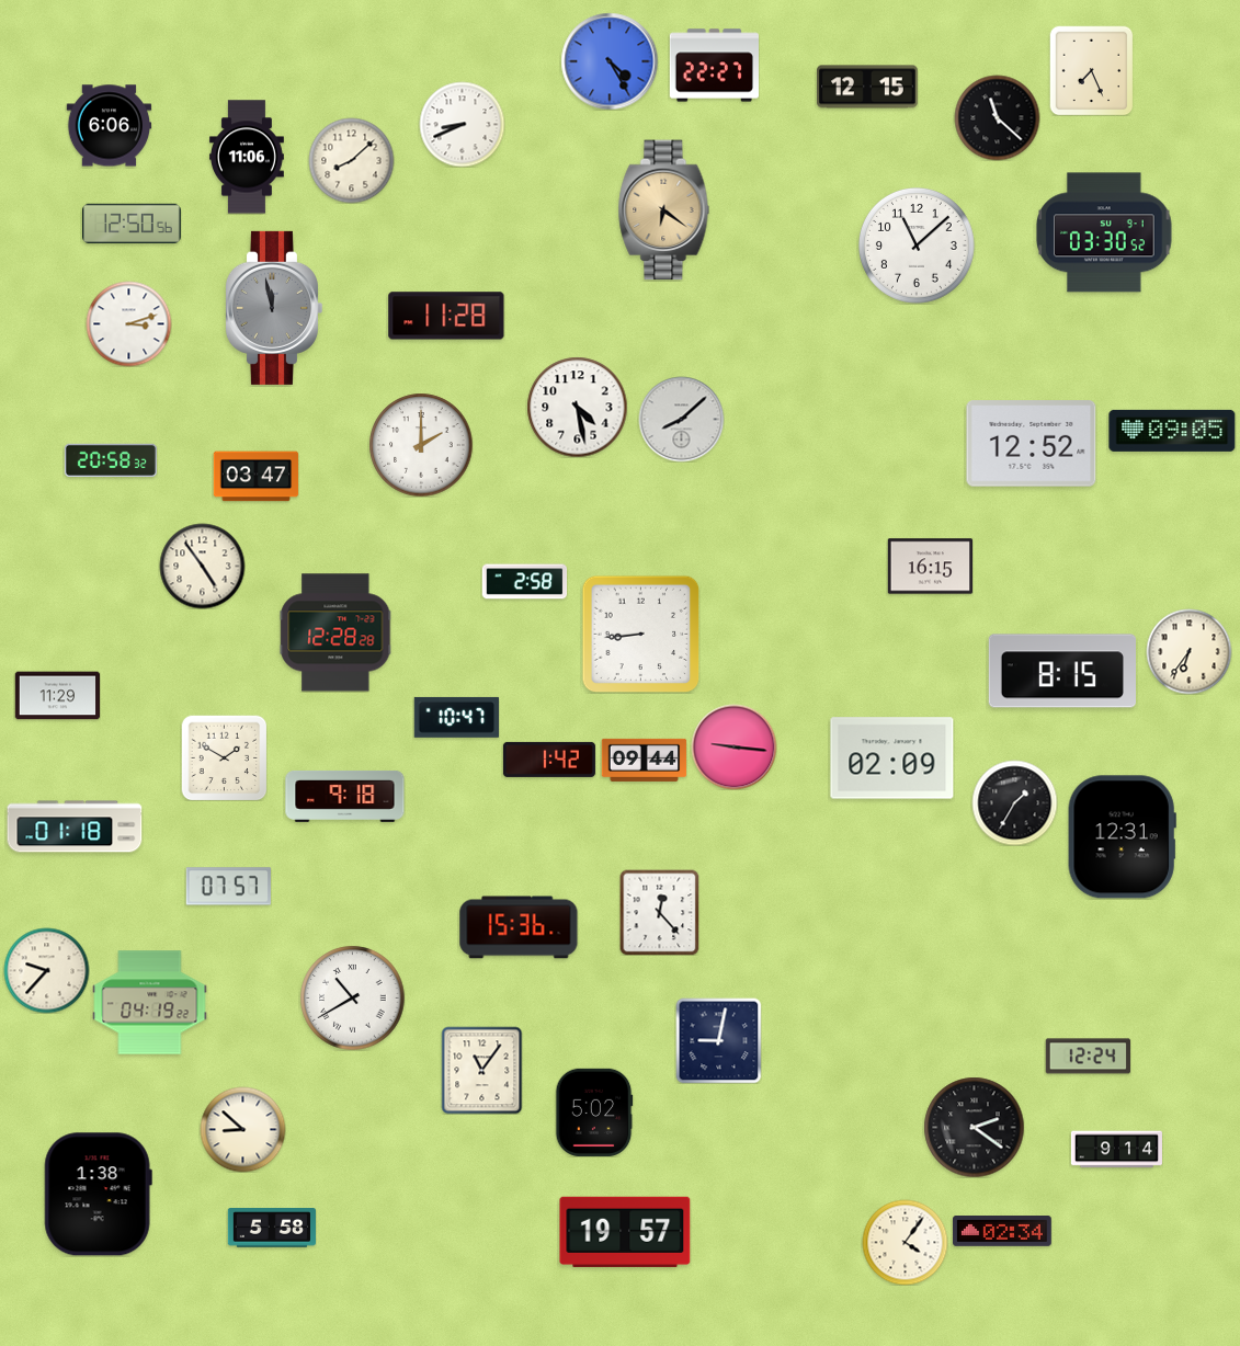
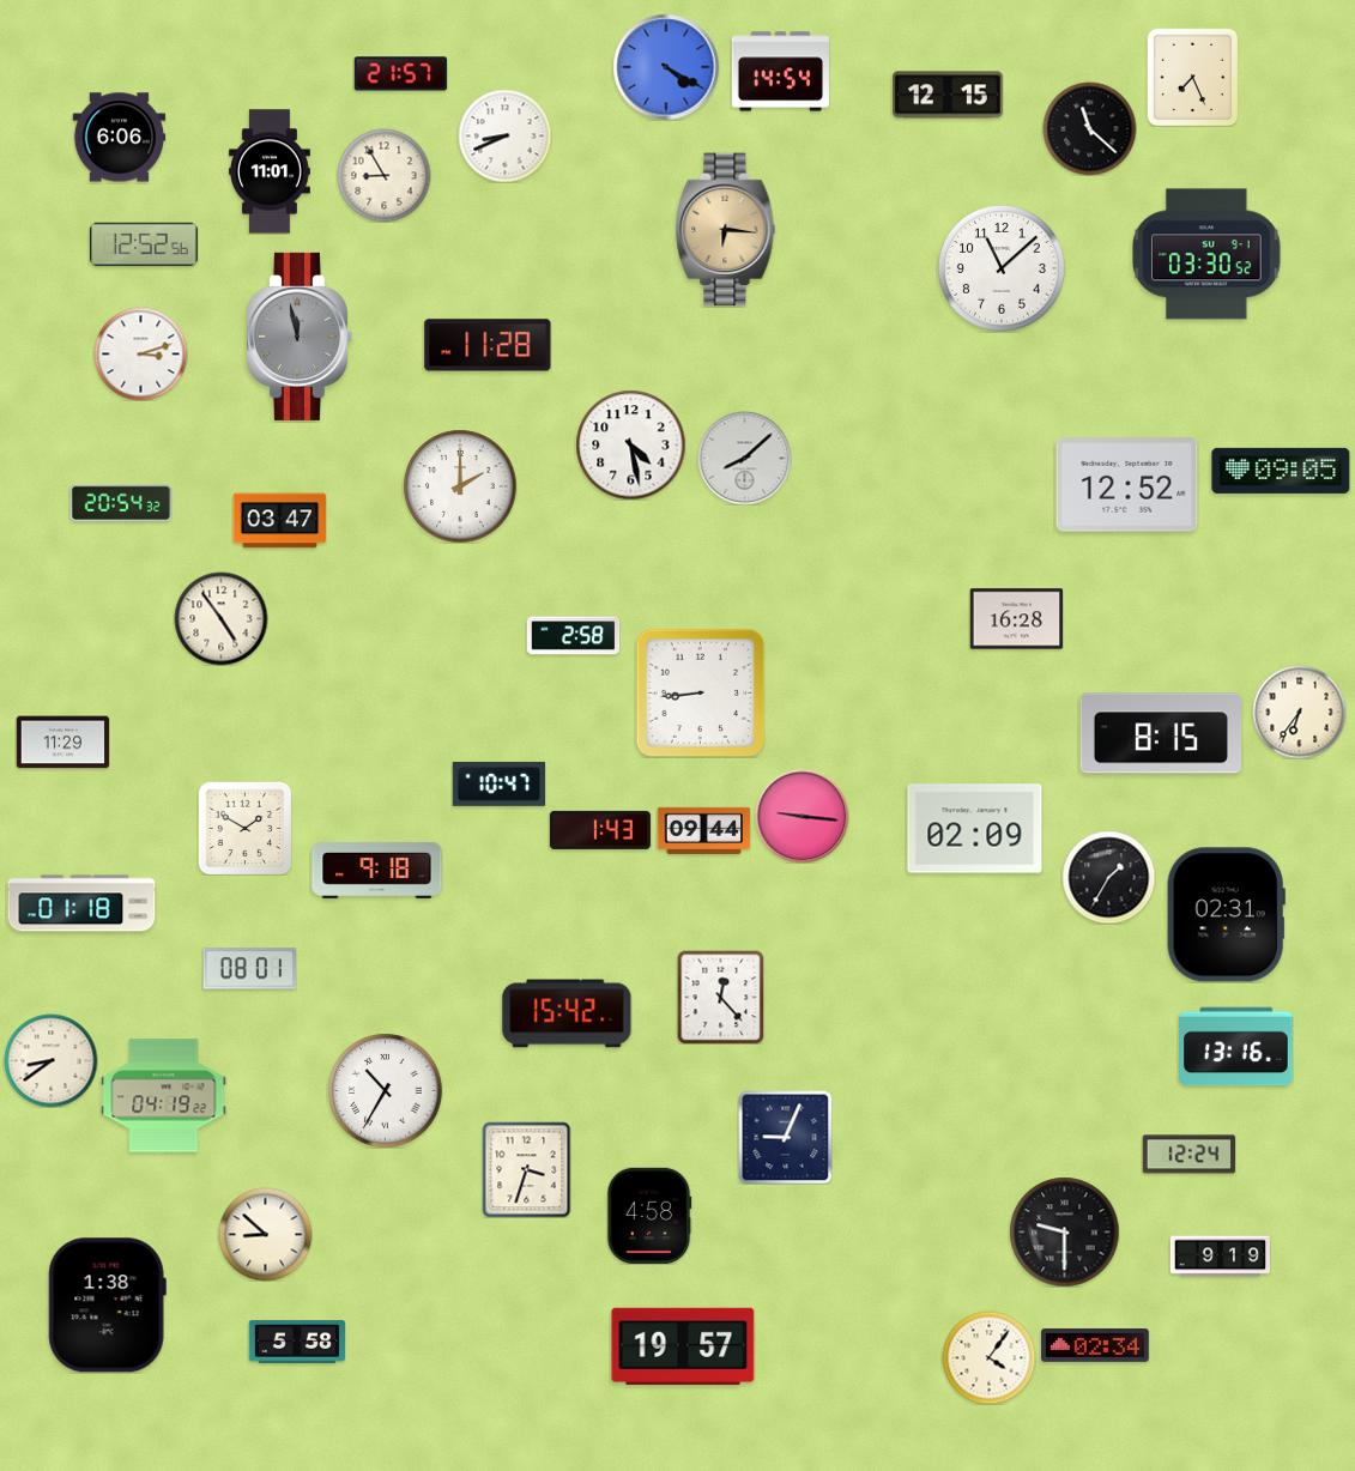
clock at (610, 61): 4:25 -> 4:20
clock at (714, 66): 22:27 -> 14:54
clock at (400, 74): none -> 21:57
clock at (247, 157): 11:06 -> 11:01
clock at (351, 160): 8:08 -> 8:55
clock at (664, 210): 6:21 -> 6:16
clock at (133, 224): 12:50 -> 12:52
clock at (111, 460): 20:58 -> 20:54
clock at (930, 567): 16:15 -> 16:28
clock at (335, 632): 12:28 -> none
clock at (57, 696) position: (57, 696) -> (62, 743)
clock at (549, 760): 1:42 -> 1:43
clock at (1122, 837): 12:31 -> 02:31
clock at (228, 887): 07:57 -> 08:01
clock at (519, 927): 15:36 -> 15:42
clock at (1236, 1047): none -> 13:16
clock at (46, 970): 9:37 -> 8:39
clock at (352, 997): 10:40 -> 10:35
clock at (718, 1040): 9:02 -> 9:04
clock at (482, 1070): 11:06 -> 3:33
clock at (594, 1111): 5:02 -> 4:58
clock at (974, 1127): 2:21 -> 9:30
clock at (1116, 1150): 9:14 -> 9:19
